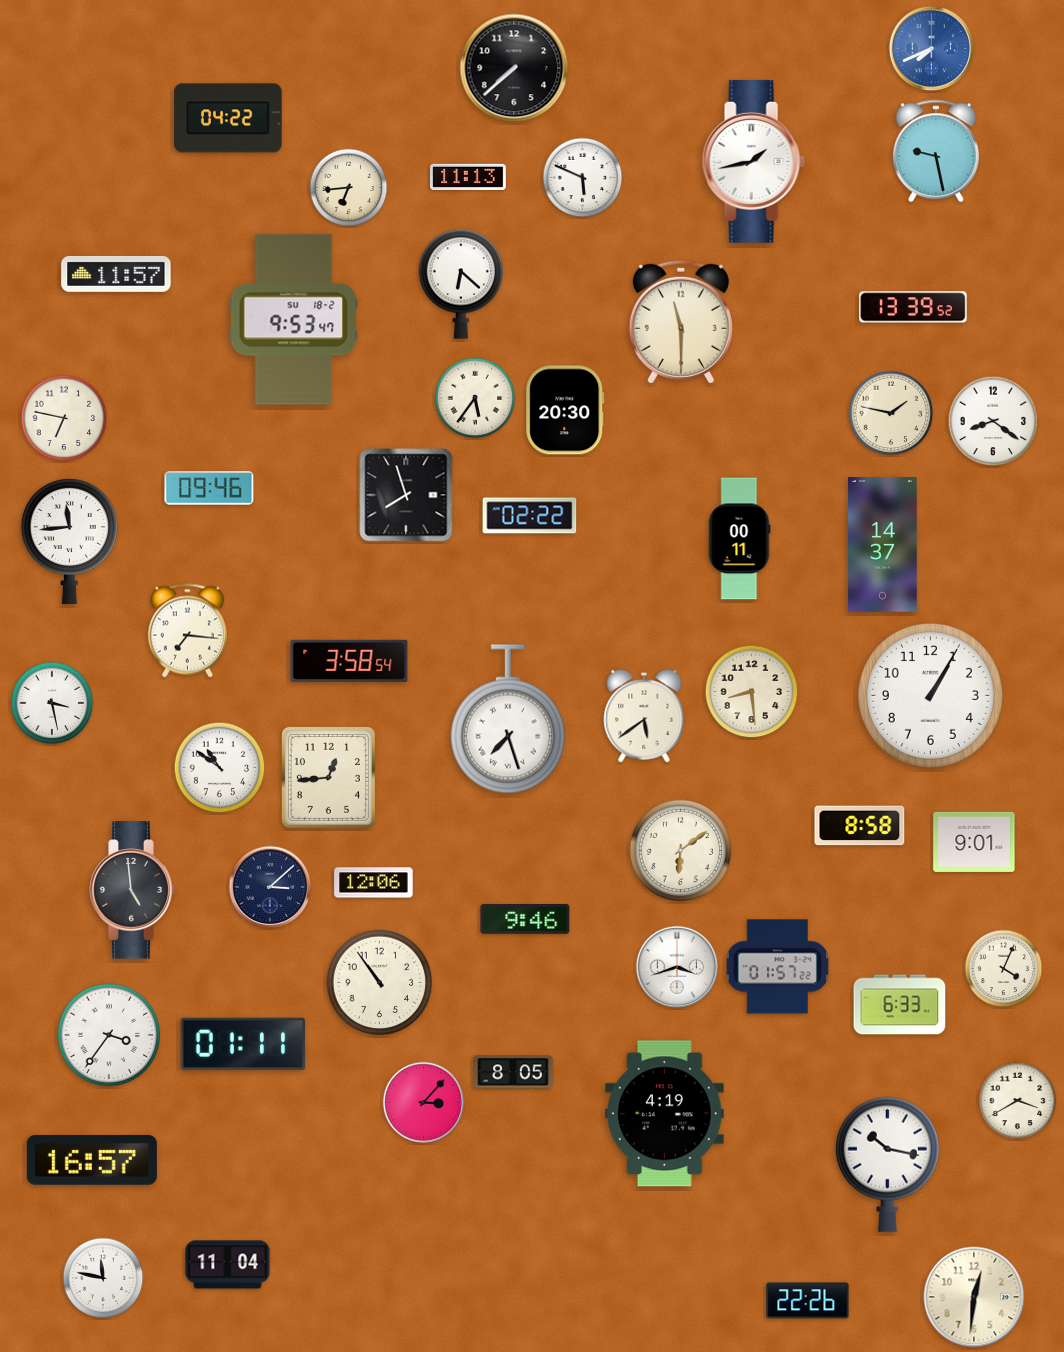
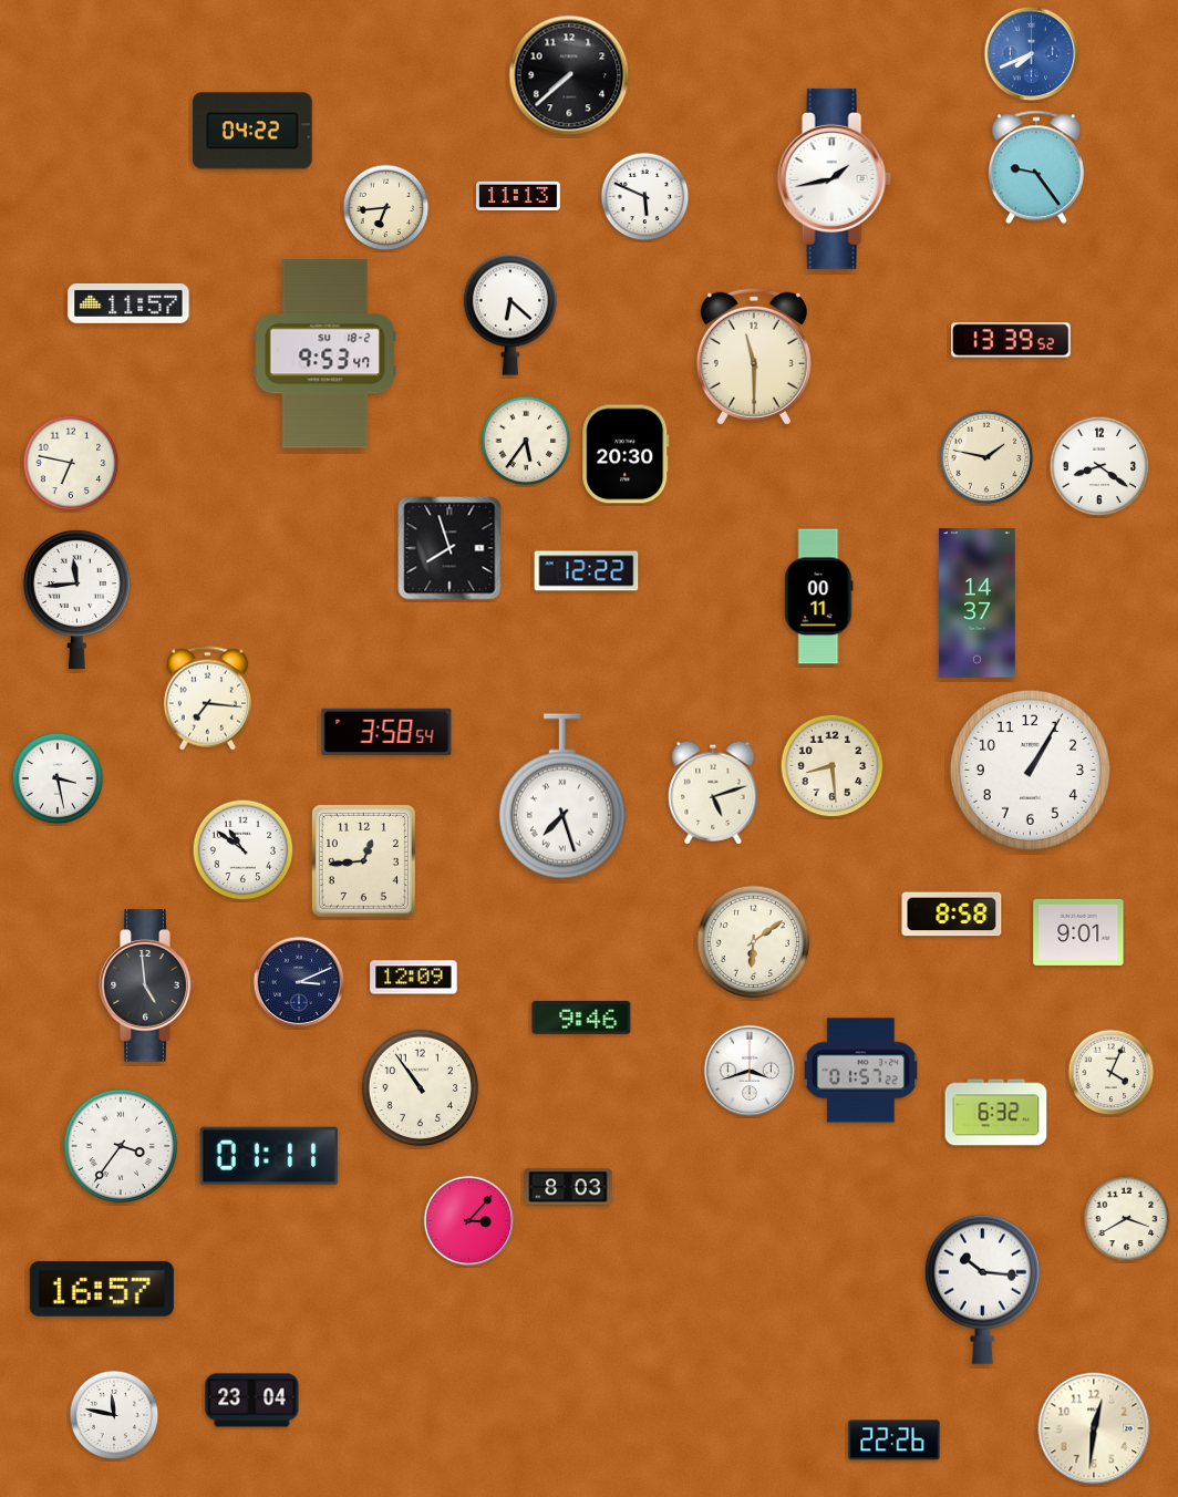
clock at (936, 151): 9:28 -> 9:24
clock at (209, 488): 09:46 -> none
clock at (530, 516): 02:22 -> 12:22
clock at (644, 716): 5:39 -> 5:12
clock at (374, 883): 12:06 -> 12:09
clock at (270, 887): 3:08 -> 3:11
clock at (900, 1005): 6:33 -> 6:32
clock at (513, 1072): 8:05 -> 8:03
clock at (665, 1114): 4:19 -> none
clock at (92, 1160) position: (92, 1160) -> (102, 1289)
clock at (887, 1164): 10:17 -> 10:16
clock at (228, 1265): 11:04 -> 23:04
clock at (974, 1297) position: (974, 1297) -> (1094, 1428)
